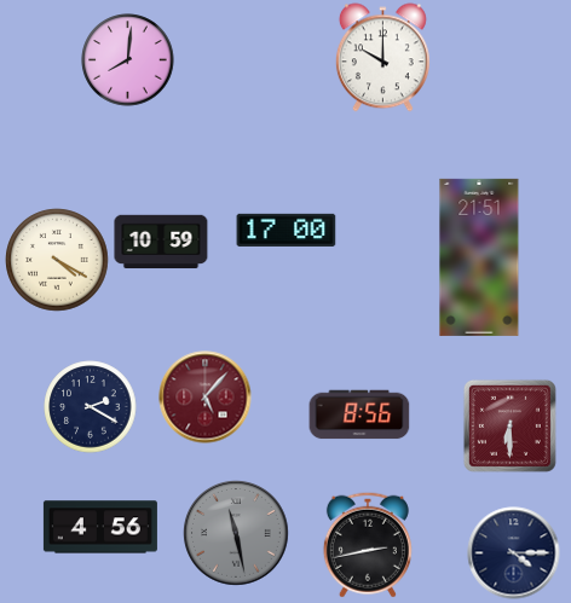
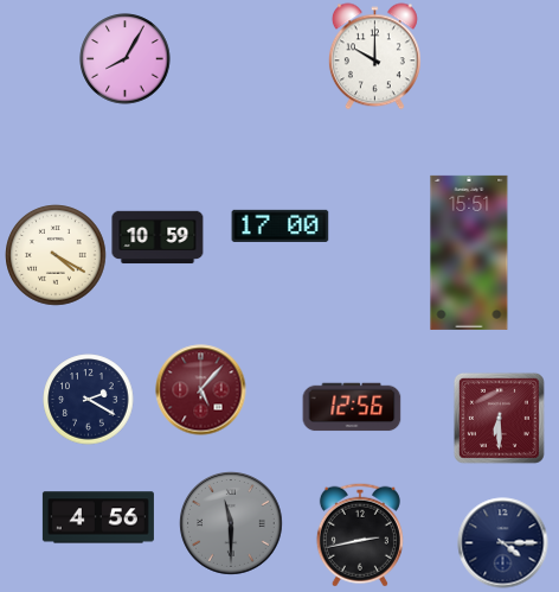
clock at (128, 60): 8:01 -> 8:05
clock at (479, 257): 21:51 -> 15:51
clock at (359, 414): 8:56 -> 12:56
clock at (236, 533): 11:28 -> 11:30
